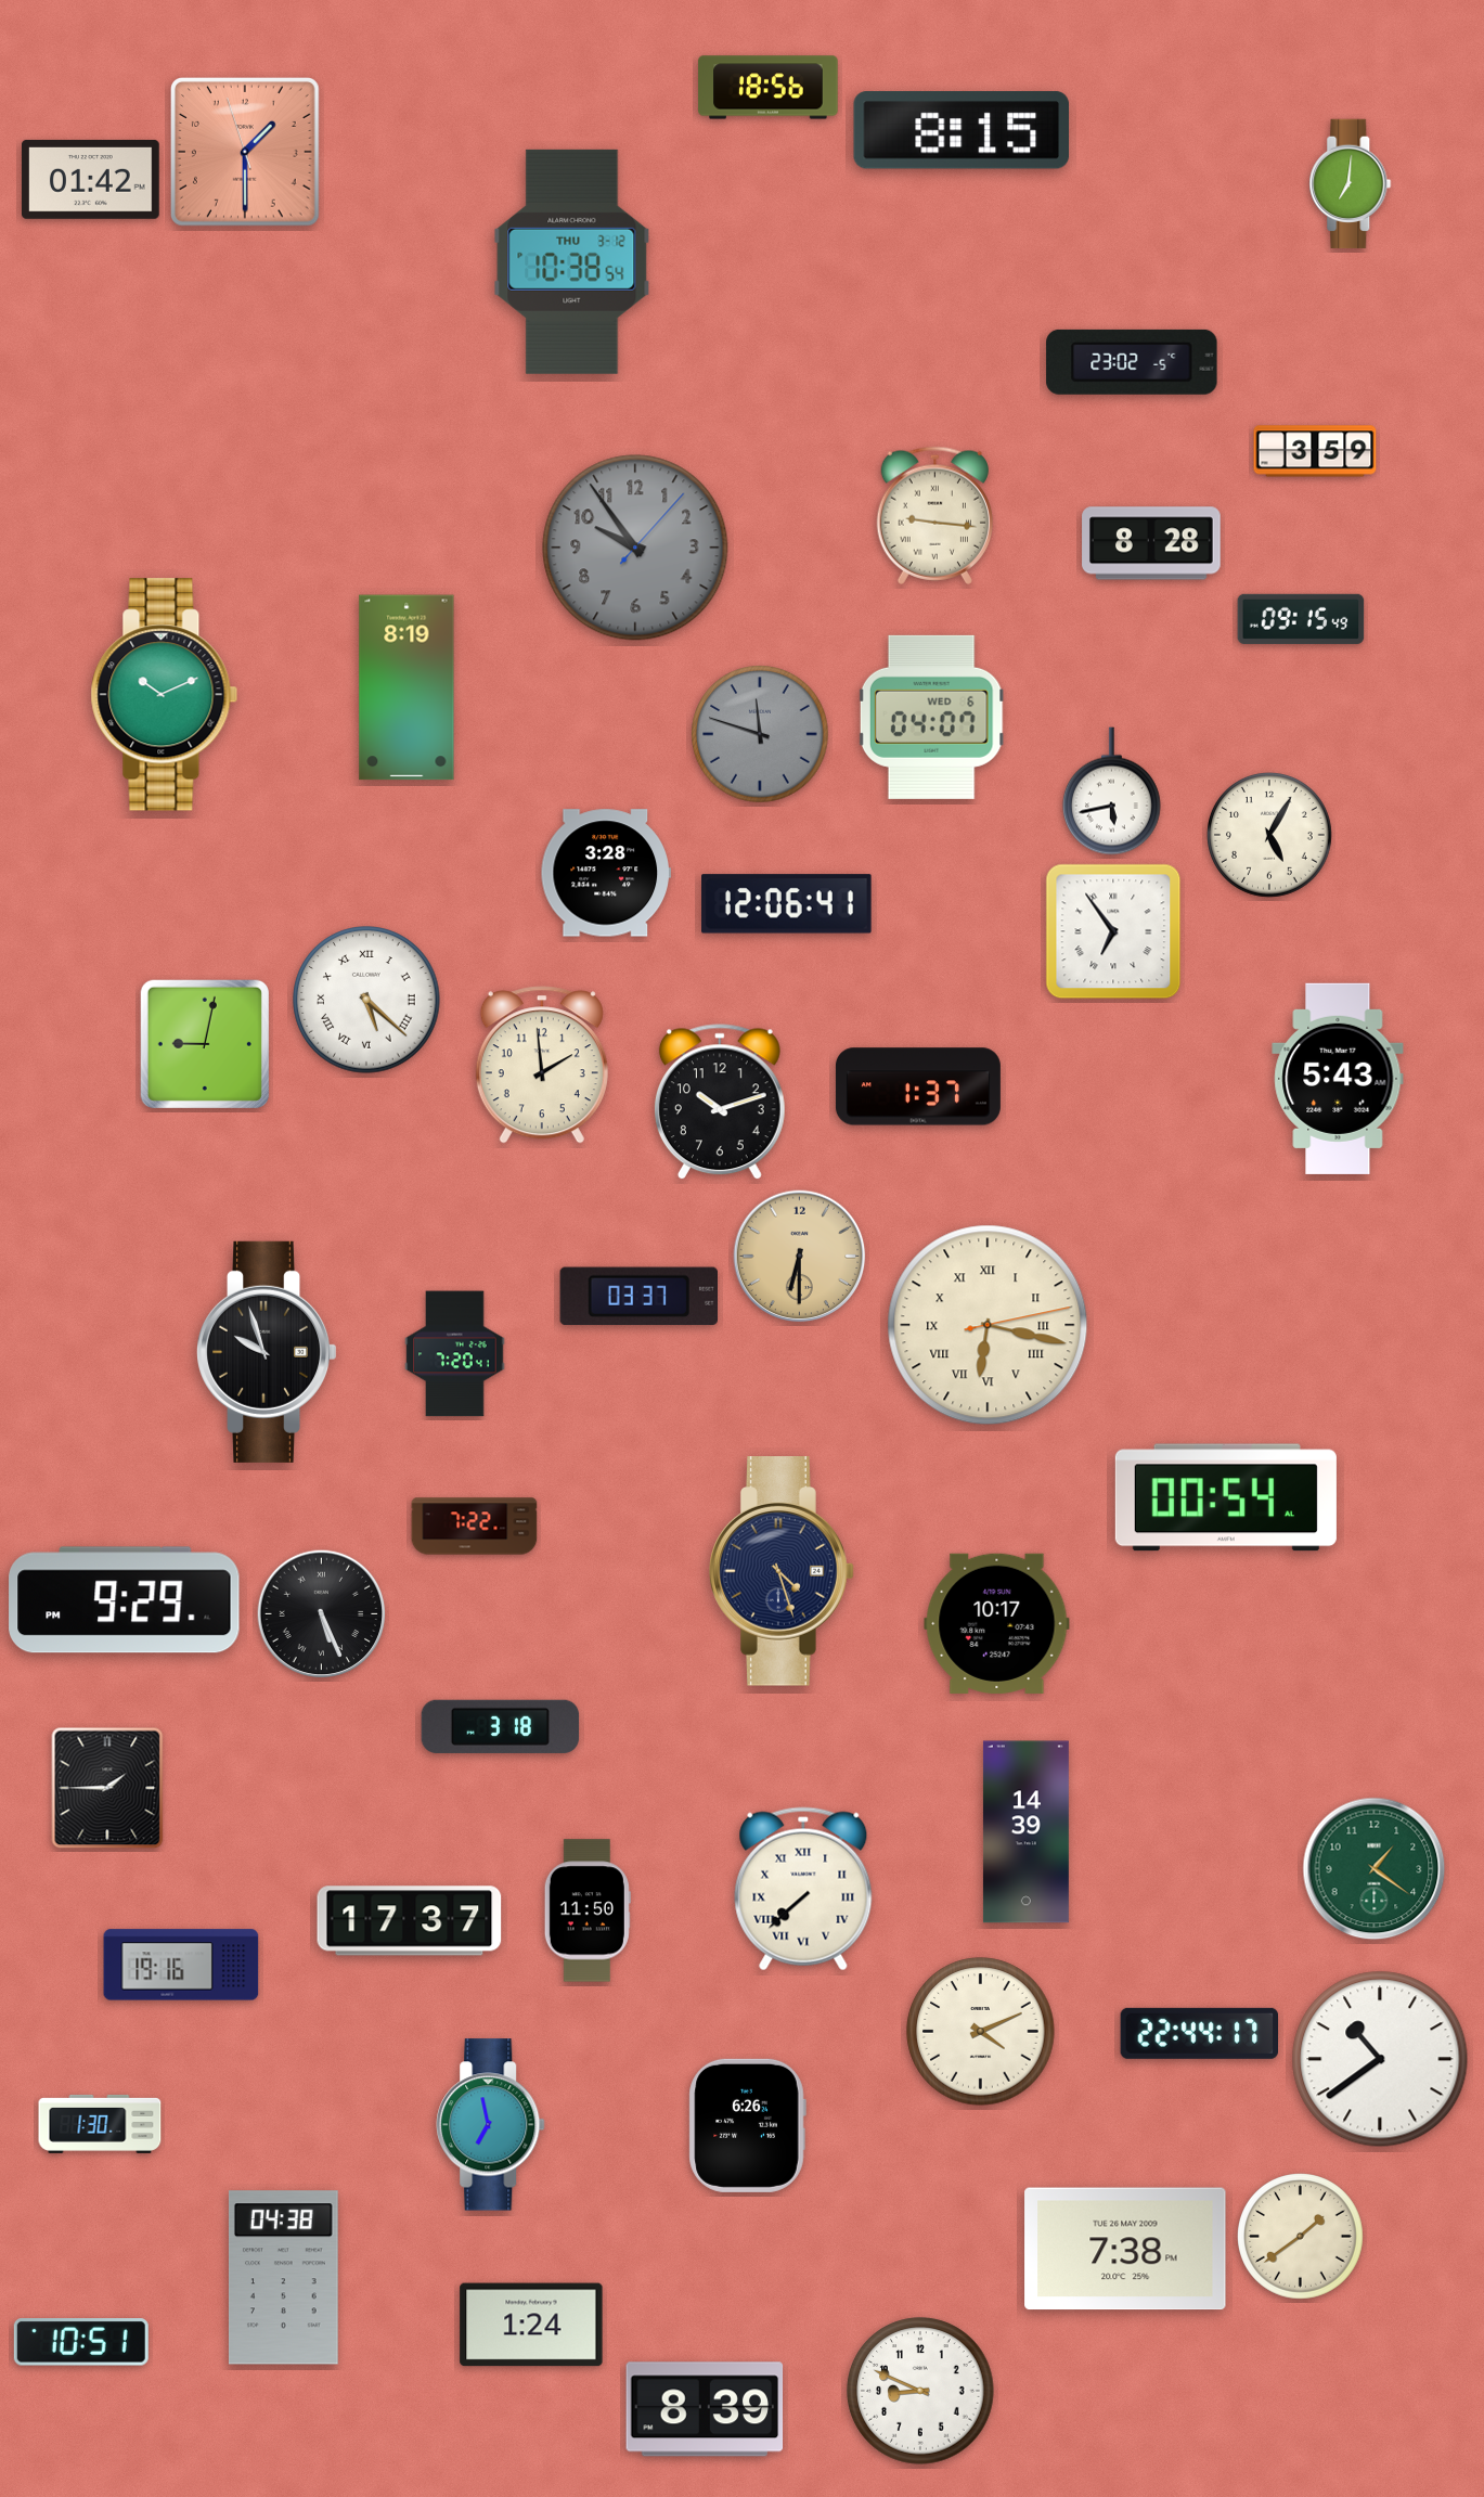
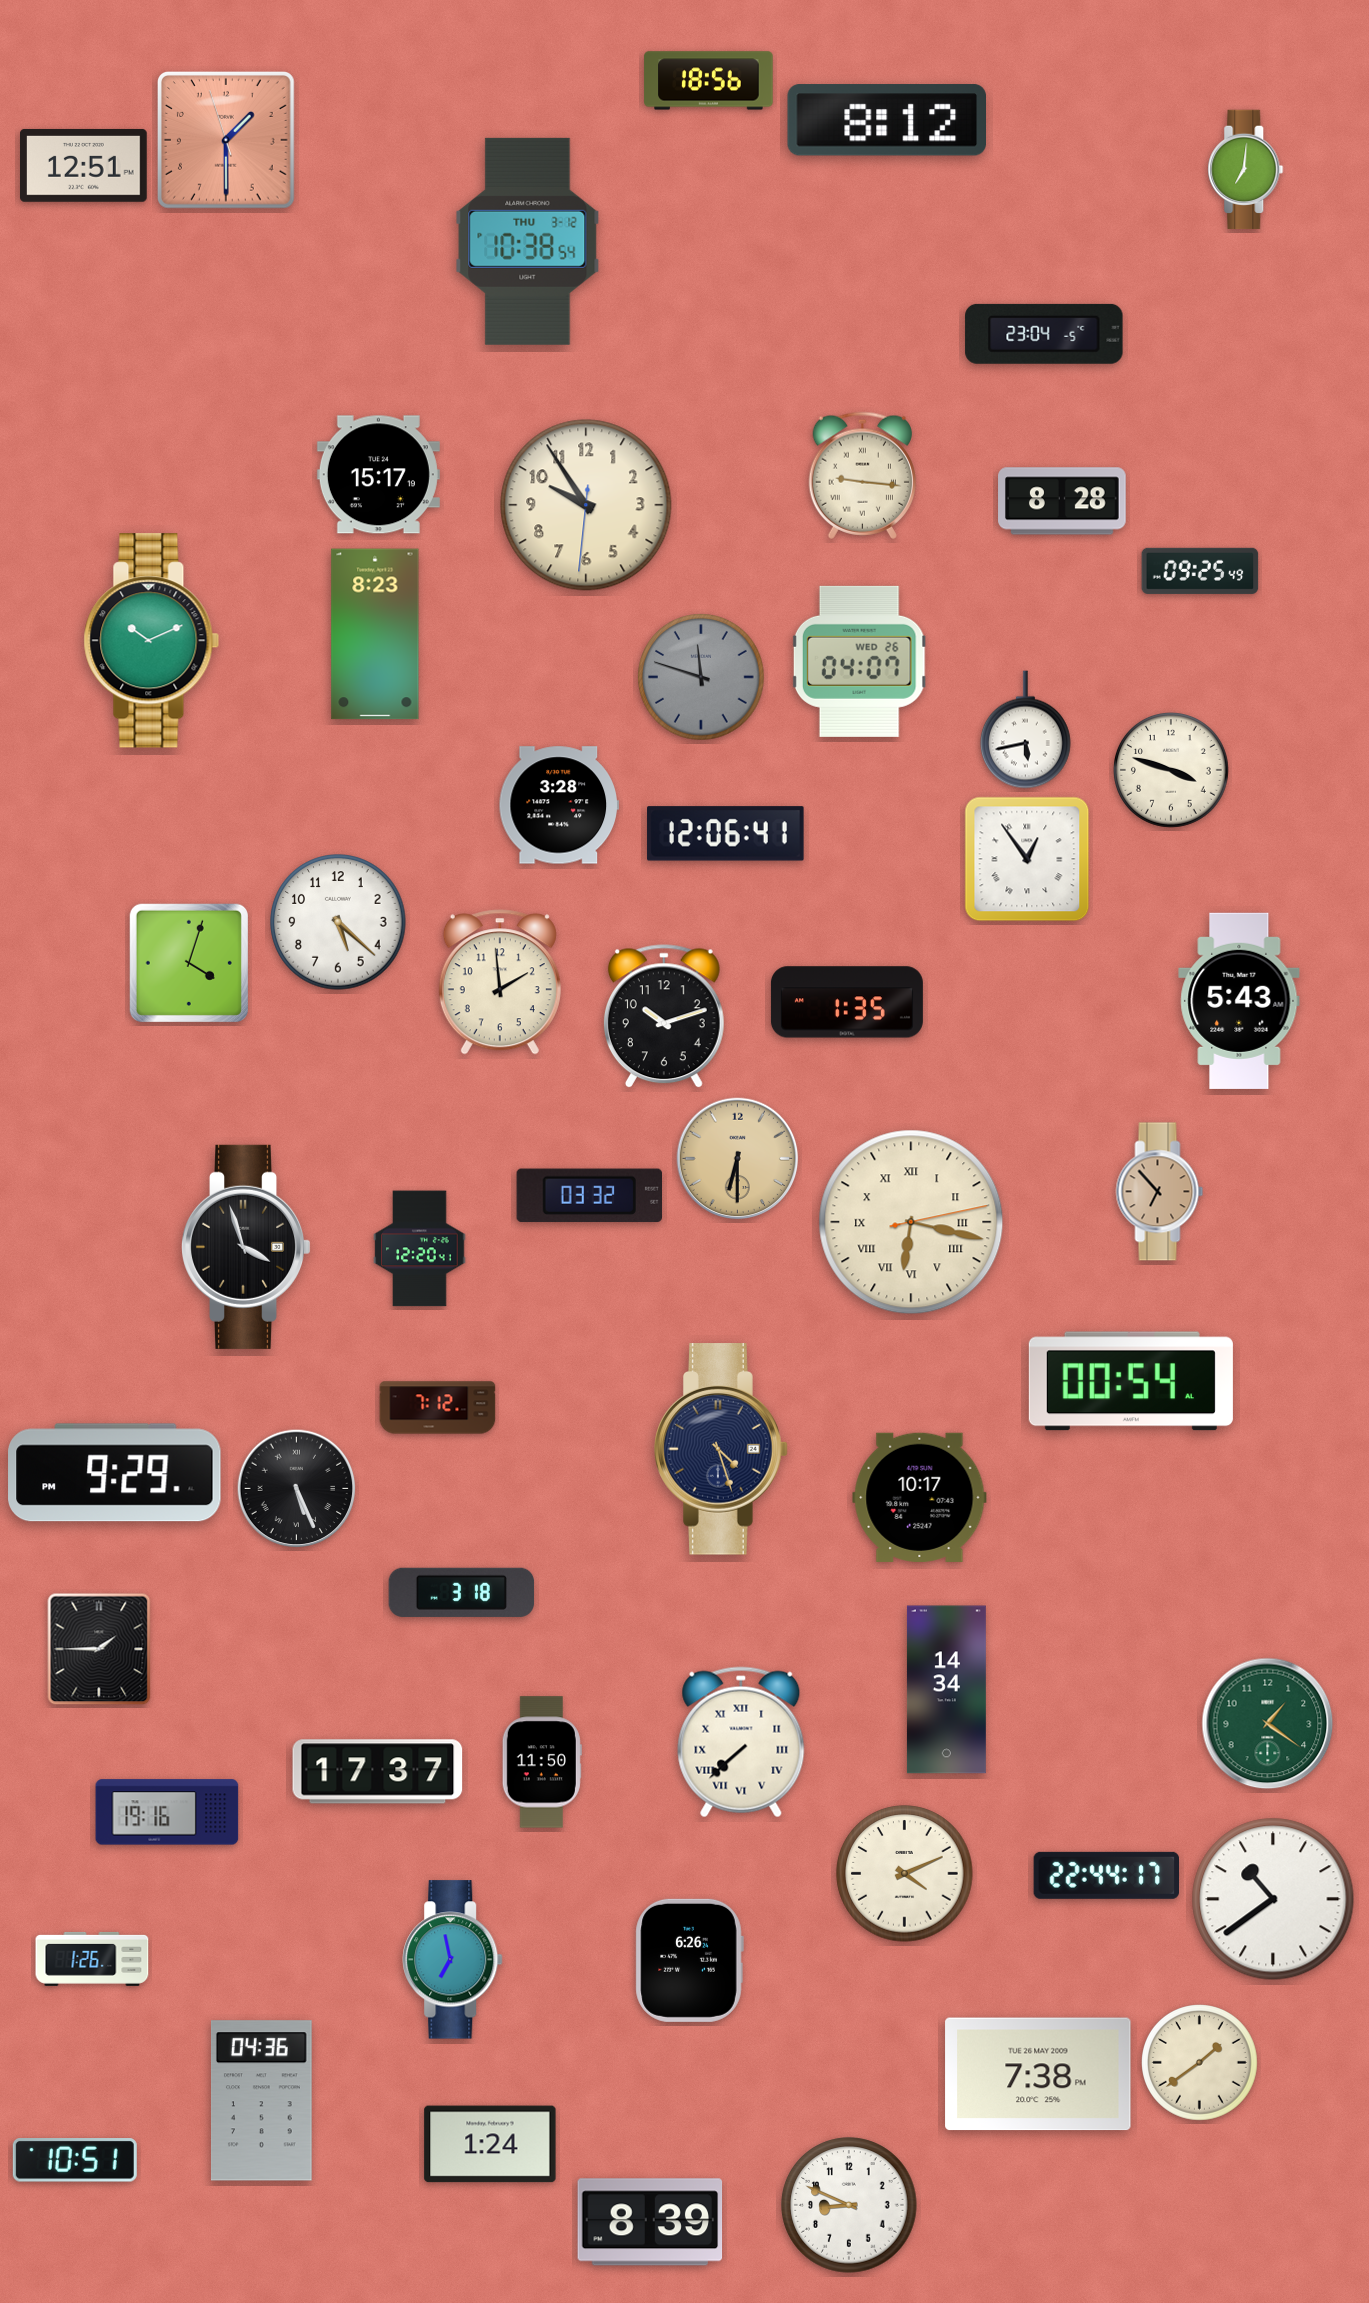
clock at (960, 130): 8:15 -> 8:12
clock at (91, 179): 01:42 -> 12:51
clock at (1132, 362): 23:02 -> 23:04
clock at (1315, 451): 3:59 -> none
clock at (378, 475): none -> 15:17
clock at (635, 548): 9:54:07 -> 9:54:31
clock at (635, 548) dial: grey -> cream
clock at (1301, 619): 09:15 -> 09:25
clock at (407, 687): 8:19 -> 8:23
clock at (931, 717) date: WED 6 -> WED 26
clock at (1270, 836): 5:05 -> 3:48
clock at (1113, 931): 6:54 -> 12:54
clock at (366, 1000) numerals: Roman -> Arabic
clock at (205, 1044): 9:02 -> 4:03
clock at (1338, 1079) position: (1338, 1079) -> (1239, 1001)
clock at (918, 1086): 1:37 -> 1:35
clock at (1160, 1192): none -> 6:53
clock at (638, 1297): 03:37 -> 03:32
clock at (267, 1352): 9:57 -> 3:57
clock at (455, 1354): 7:20 -> 12:20
clock at (475, 1527): 7:22 -> 7:12
clock at (125, 1600) position: (125, 1600) -> (115, 1473)
clock at (1025, 1832): 14:39 -> 14:34
clock at (100, 2124): 1:30 -> 1:26
clock at (283, 2278): 04:38 -> 04:36
